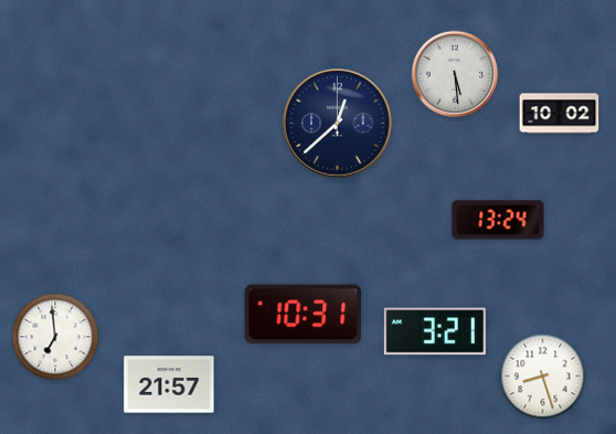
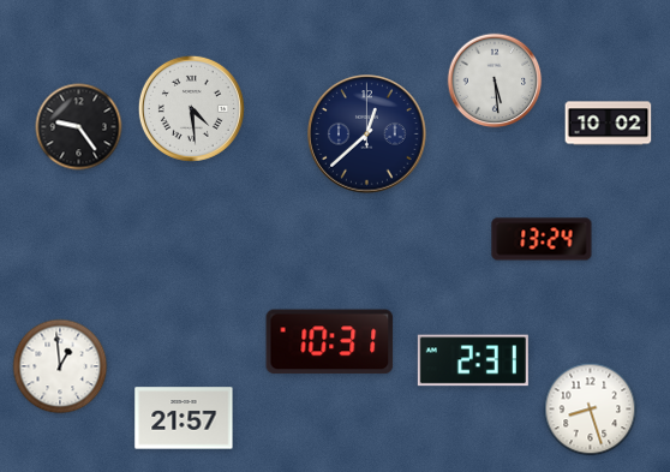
clock at (191, 108): none -> 4:29
clock at (79, 127): none -> 9:24
clock at (435, 331): 3:21 -> 2:31
clock at (55, 337): 6:59 -> 12:59
